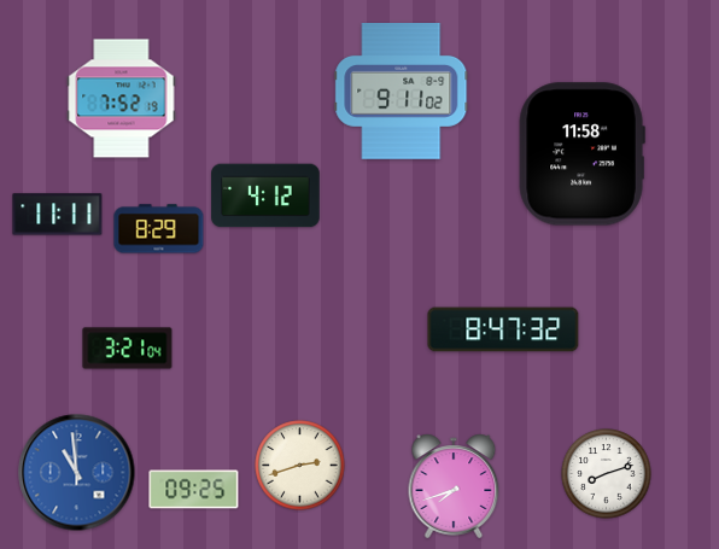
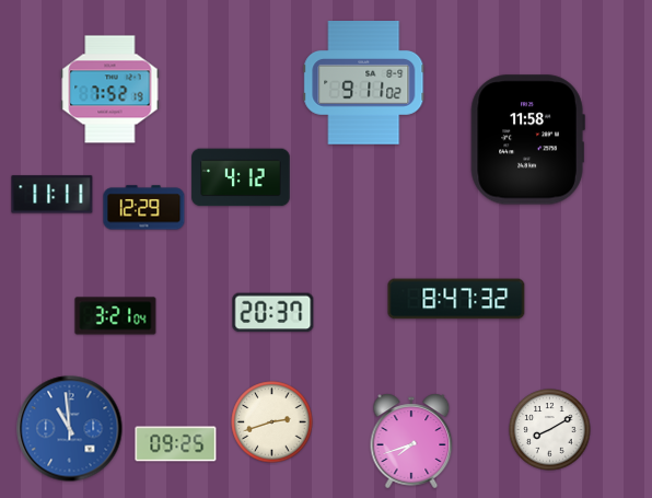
clock at (159, 229): 8:29 -> 12:29
clock at (273, 313): none -> 20:37
clock at (607, 474): 8:12 -> 8:10
